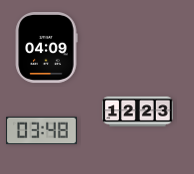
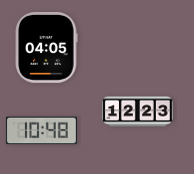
clock at (46, 48): 04:09 -> 04:05
clock at (42, 131): 03:48 -> 10:48
